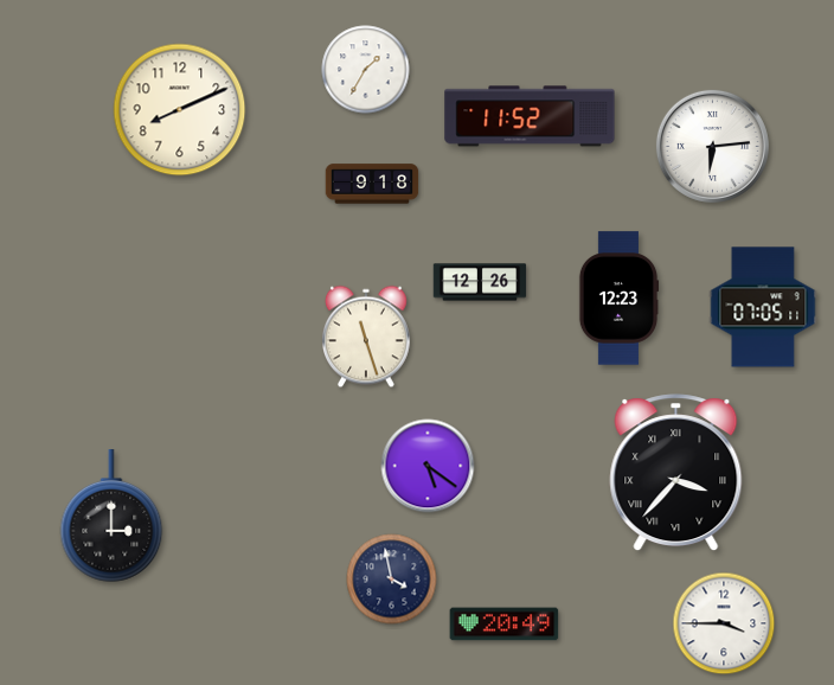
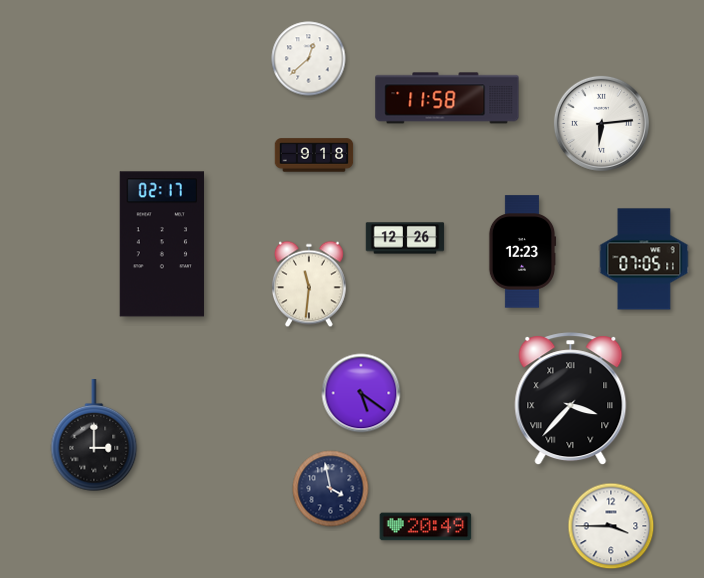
clock at (366, 70): 1:35 -> 12:38
clock at (180, 110): 8:11 -> none
clock at (530, 116): 11:52 -> 11:58
clock at (162, 244): none -> 02:17
clock at (367, 337): 11:27 -> 11:31
